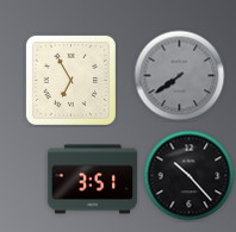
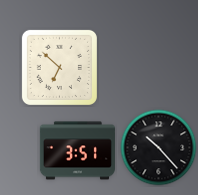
clock at (180, 76): 7:39 -> none
clock at (70, 80): 6:55 -> 6:52
